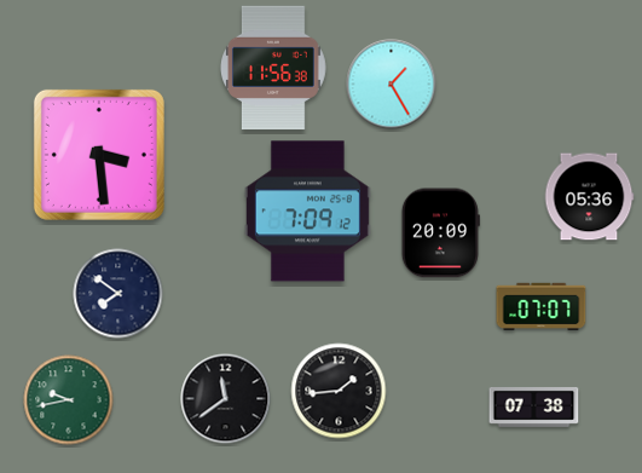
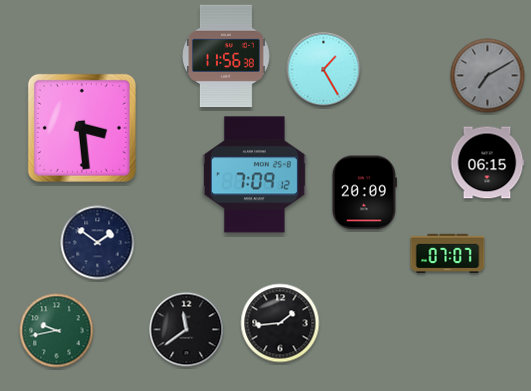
clock at (488, 76): none -> 7:10
clock at (589, 197): 05:36 -> 06:15
clock at (118, 294): 7:51 -> 1:51
clock at (534, 406): 07:38 -> none
